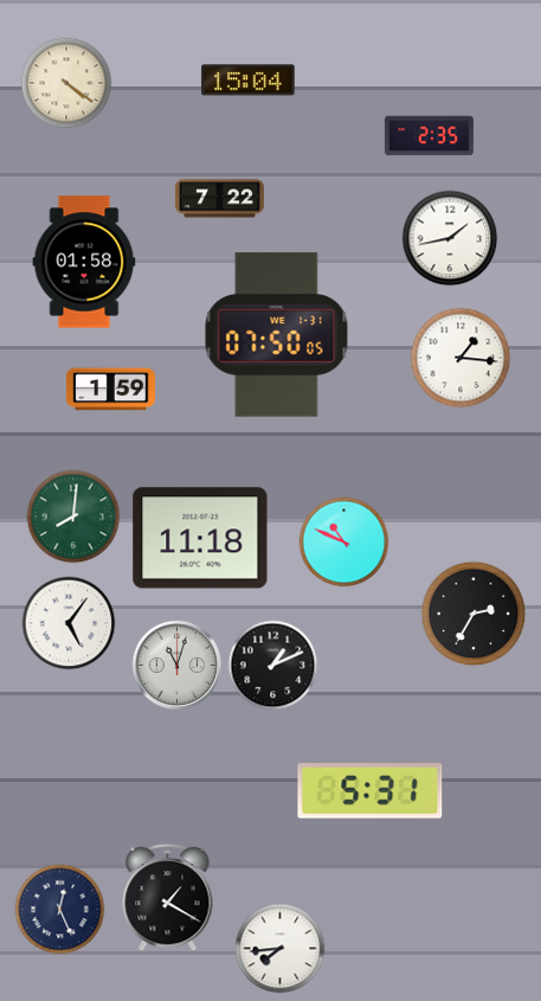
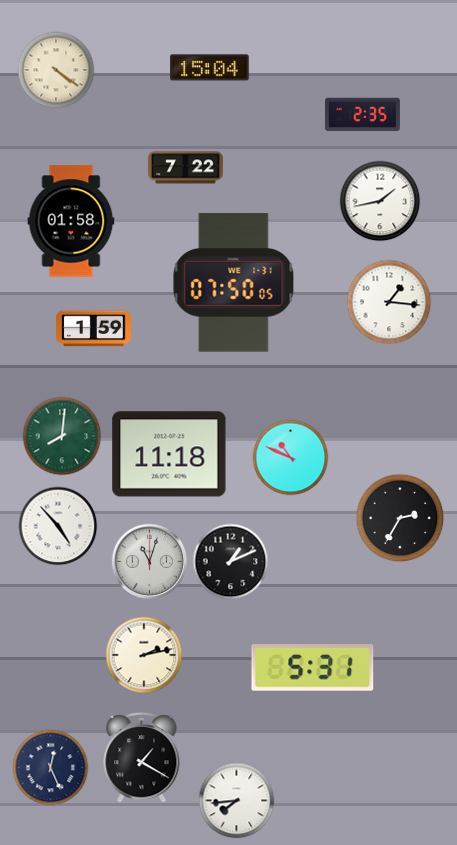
clock at (69, 623): 5:06 -> 4:53
clock at (144, 655): none -> 2:13
